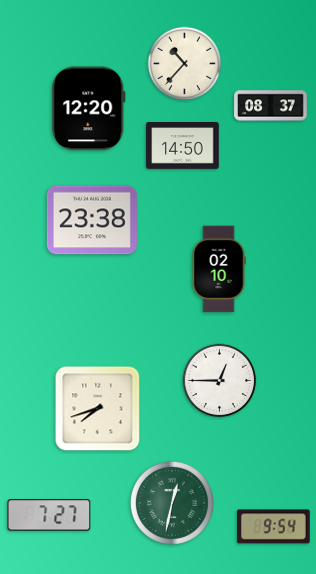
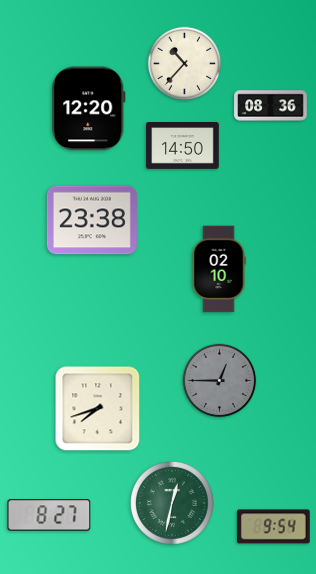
clock at (271, 106): 08:37 -> 08:36
clock at (220, 381) dial: white -> grey
clock at (49, 515): 7:27 -> 8:27
